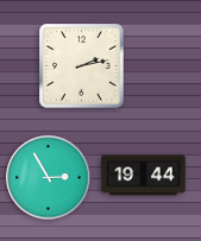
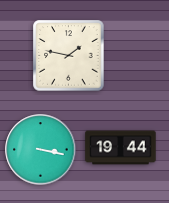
clock at (82, 66): 2:13 -> 1:47
clock at (49, 178): 2:55 -> 3:17
